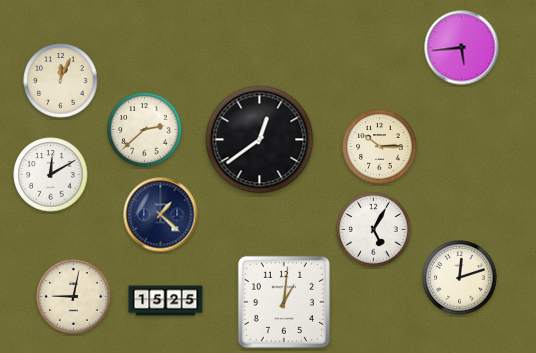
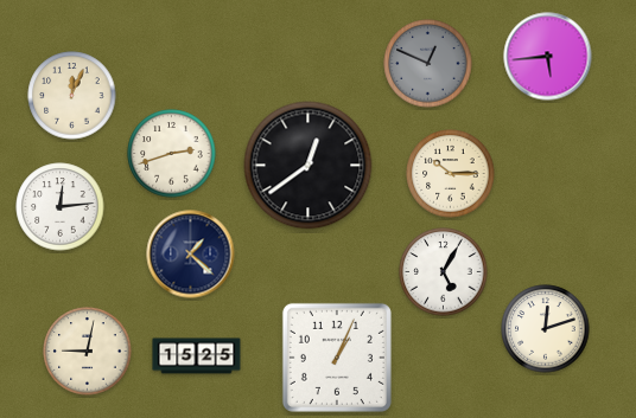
clock at (428, 64): none -> 12:49
clock at (145, 130): 2:38 -> 2:42
clock at (51, 175): 12:10 -> 12:14
clock at (284, 302): 1:01 -> 1:04
